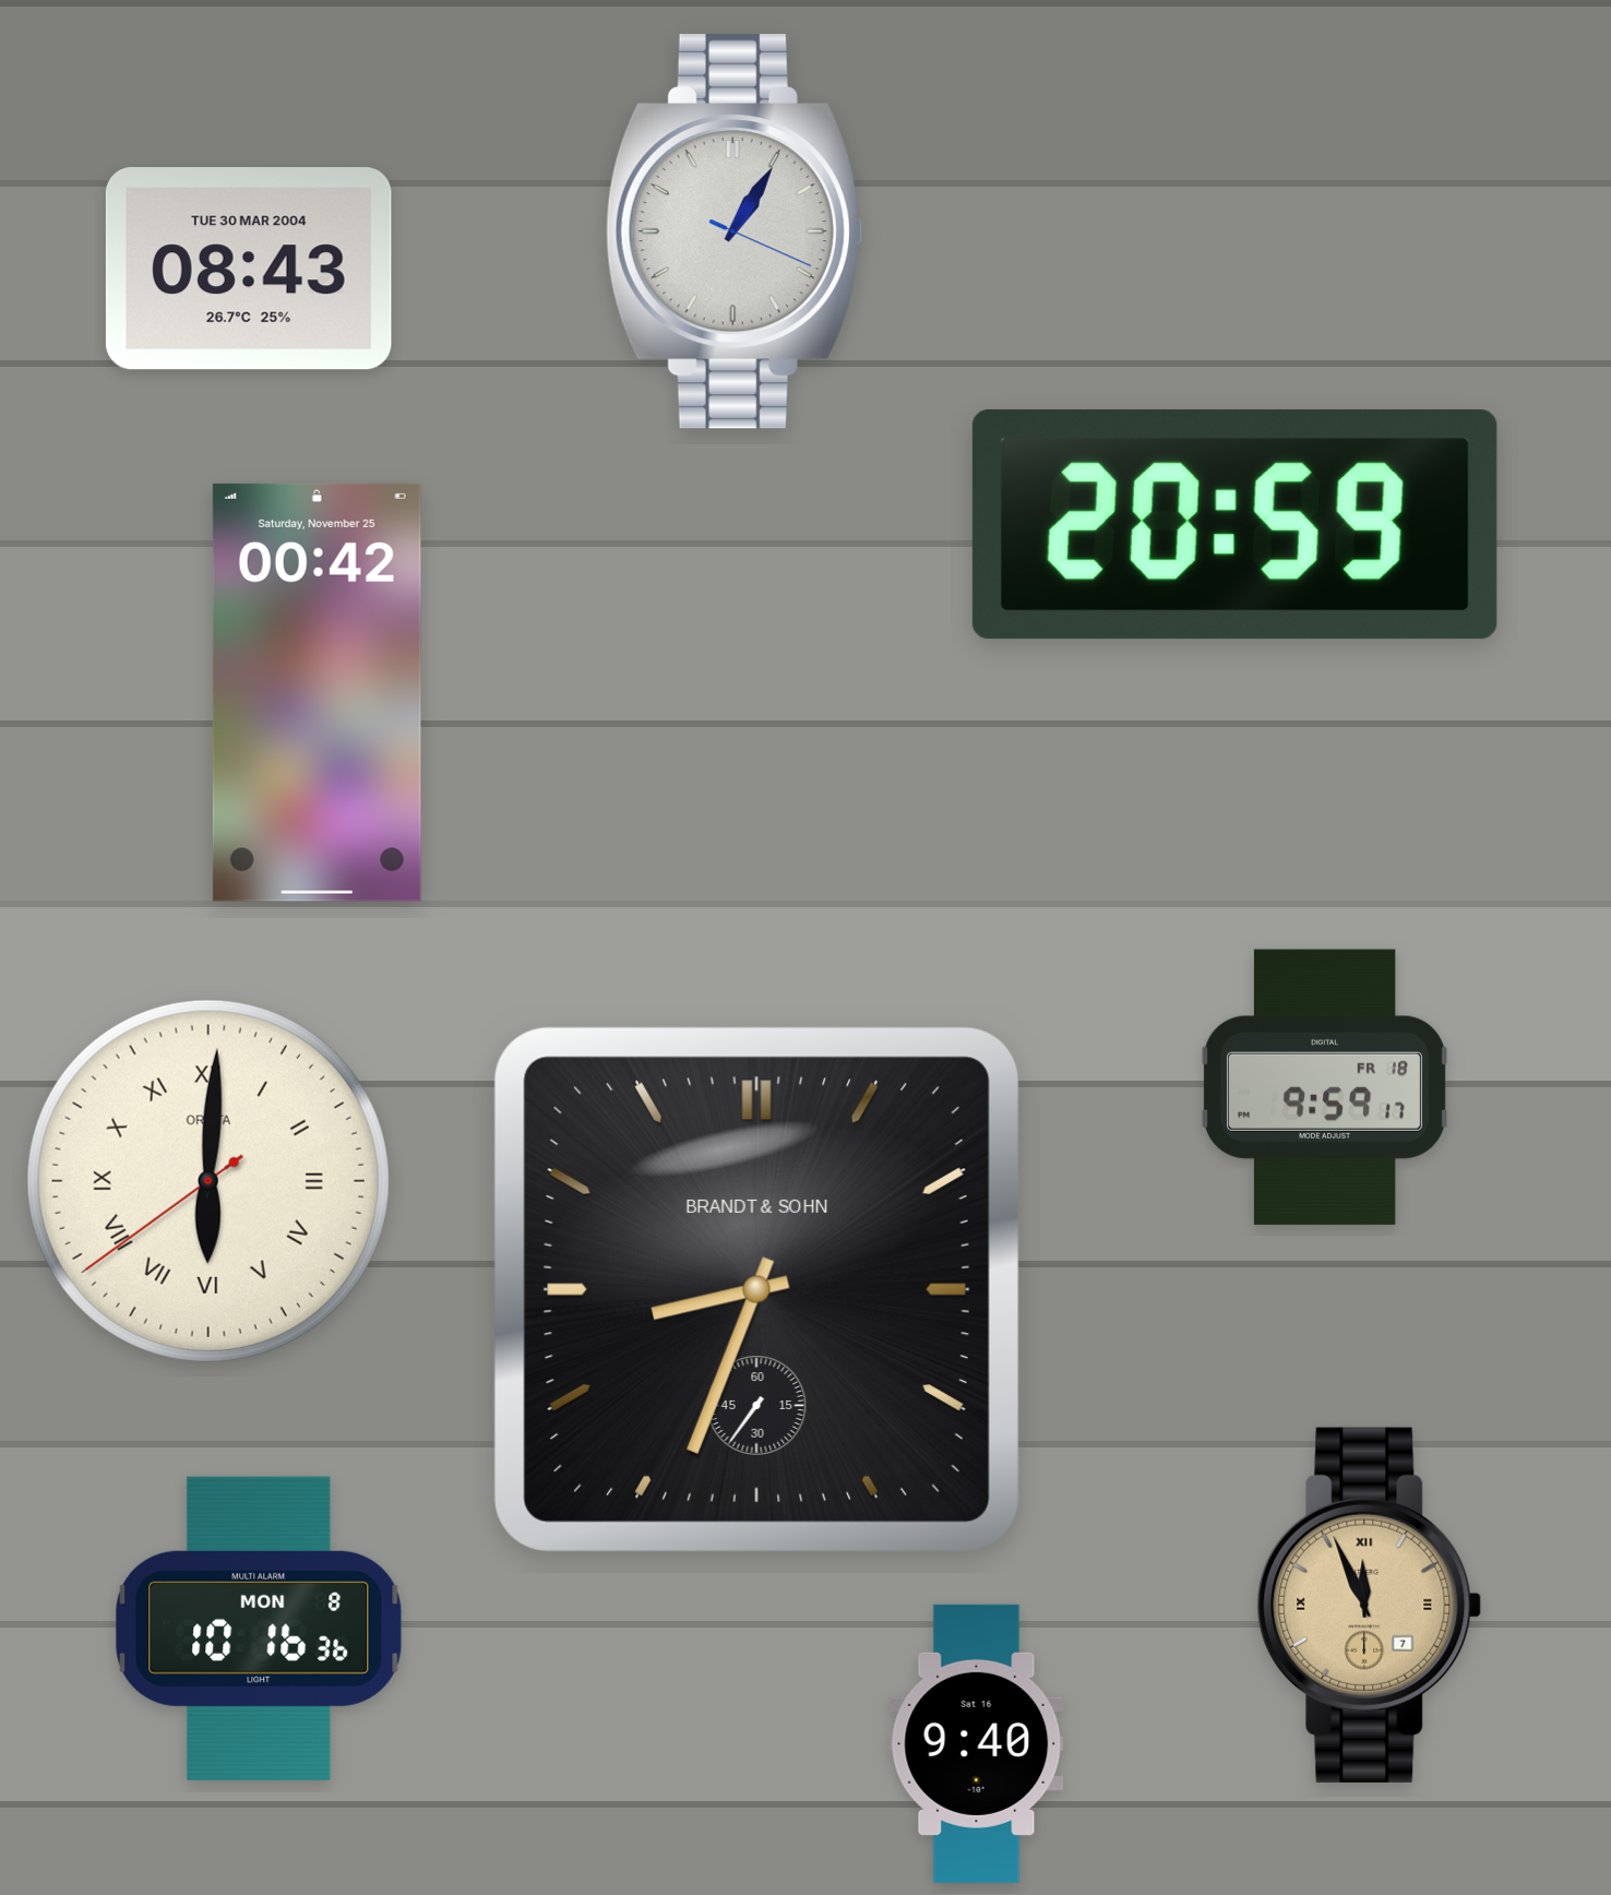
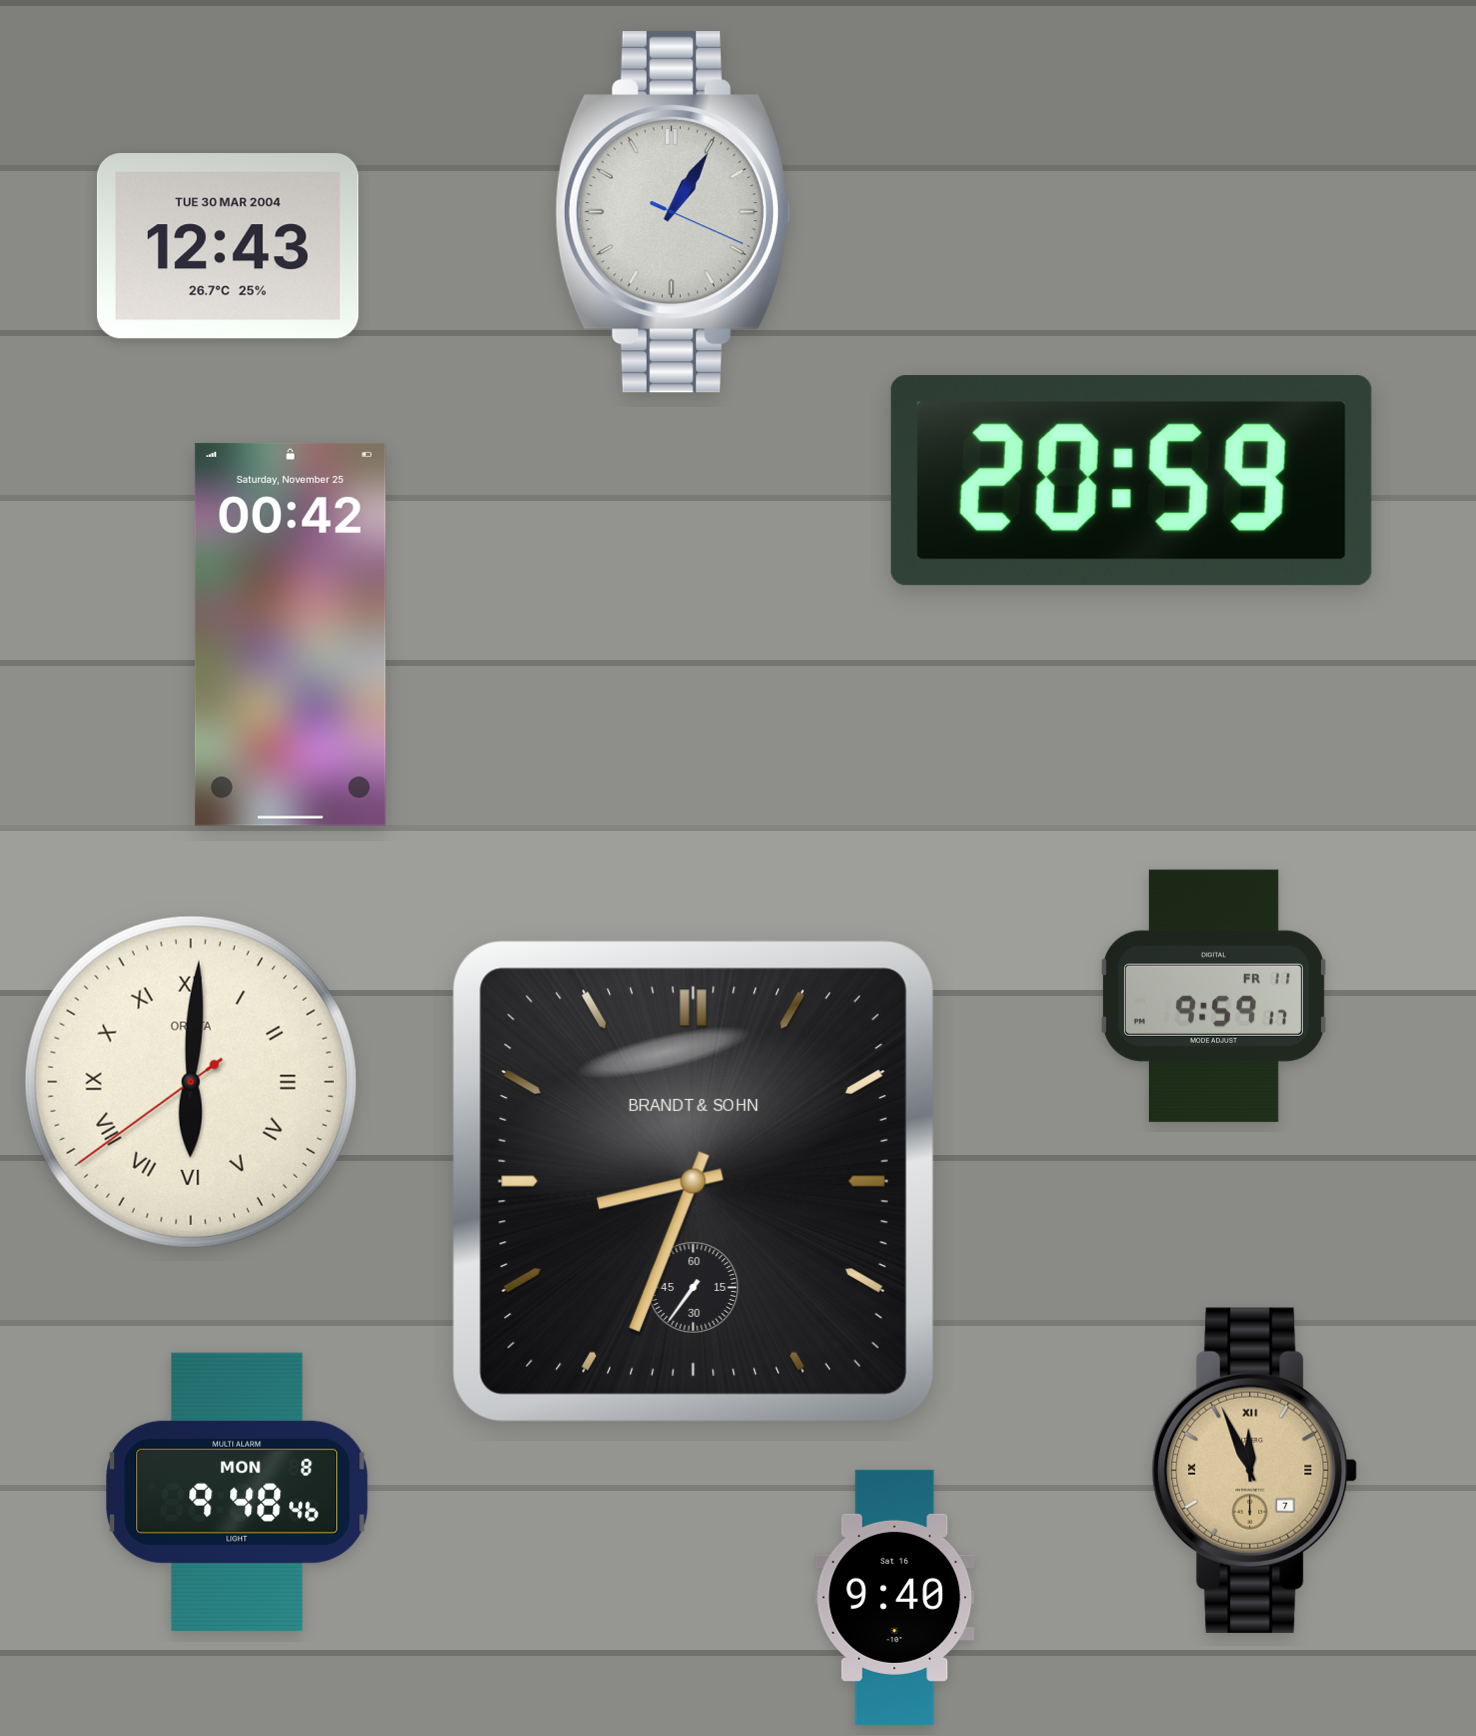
clock at (249, 269): 08:43 -> 12:43
clock at (1324, 1087) date: FR 18 -> FR 11
clock at (259, 1629): 10:16 -> 9:48
